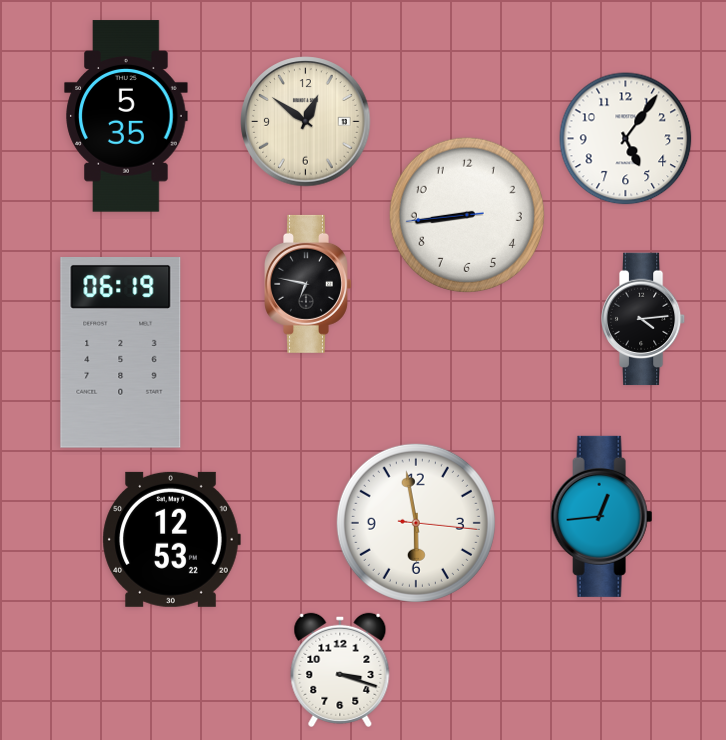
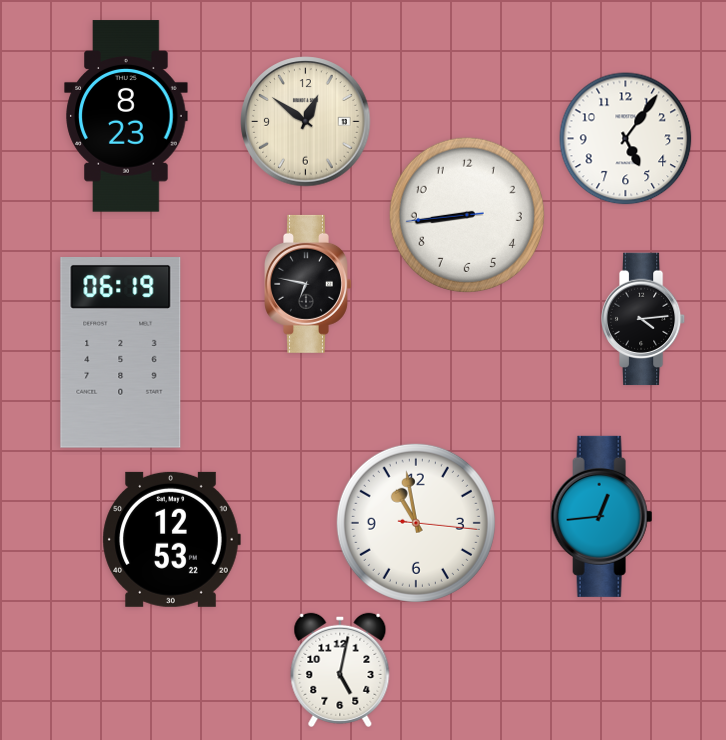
clock at (126, 116): 5:35 -> 8:23
clock at (416, 523): 5:58 -> 10:58
clock at (340, 670): 3:18 -> 5:02
